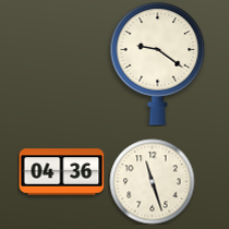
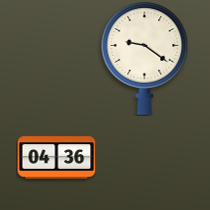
clock at (152, 181): 11:27 -> none
